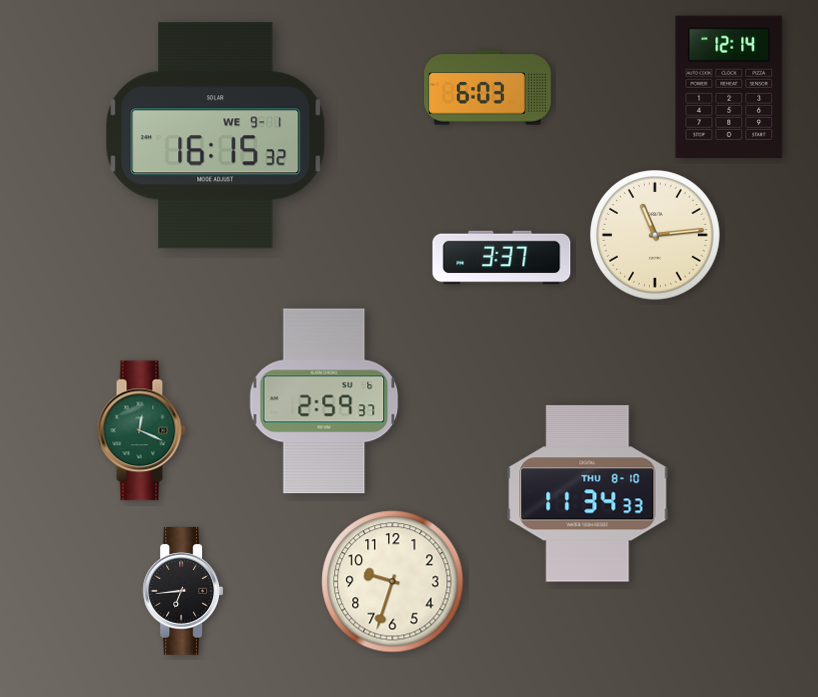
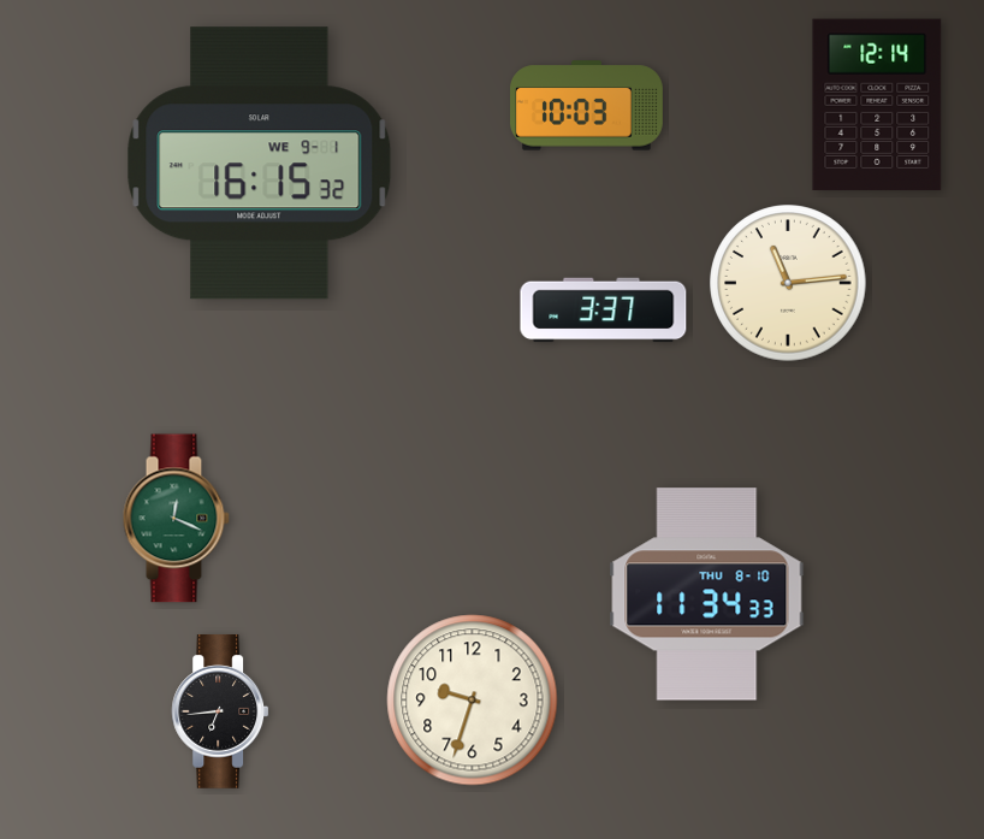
clock at (488, 88): 6:03 -> 10:03
clock at (324, 401): 2:59 -> none
clock at (141, 431) position: (141, 431) -> (176, 519)
